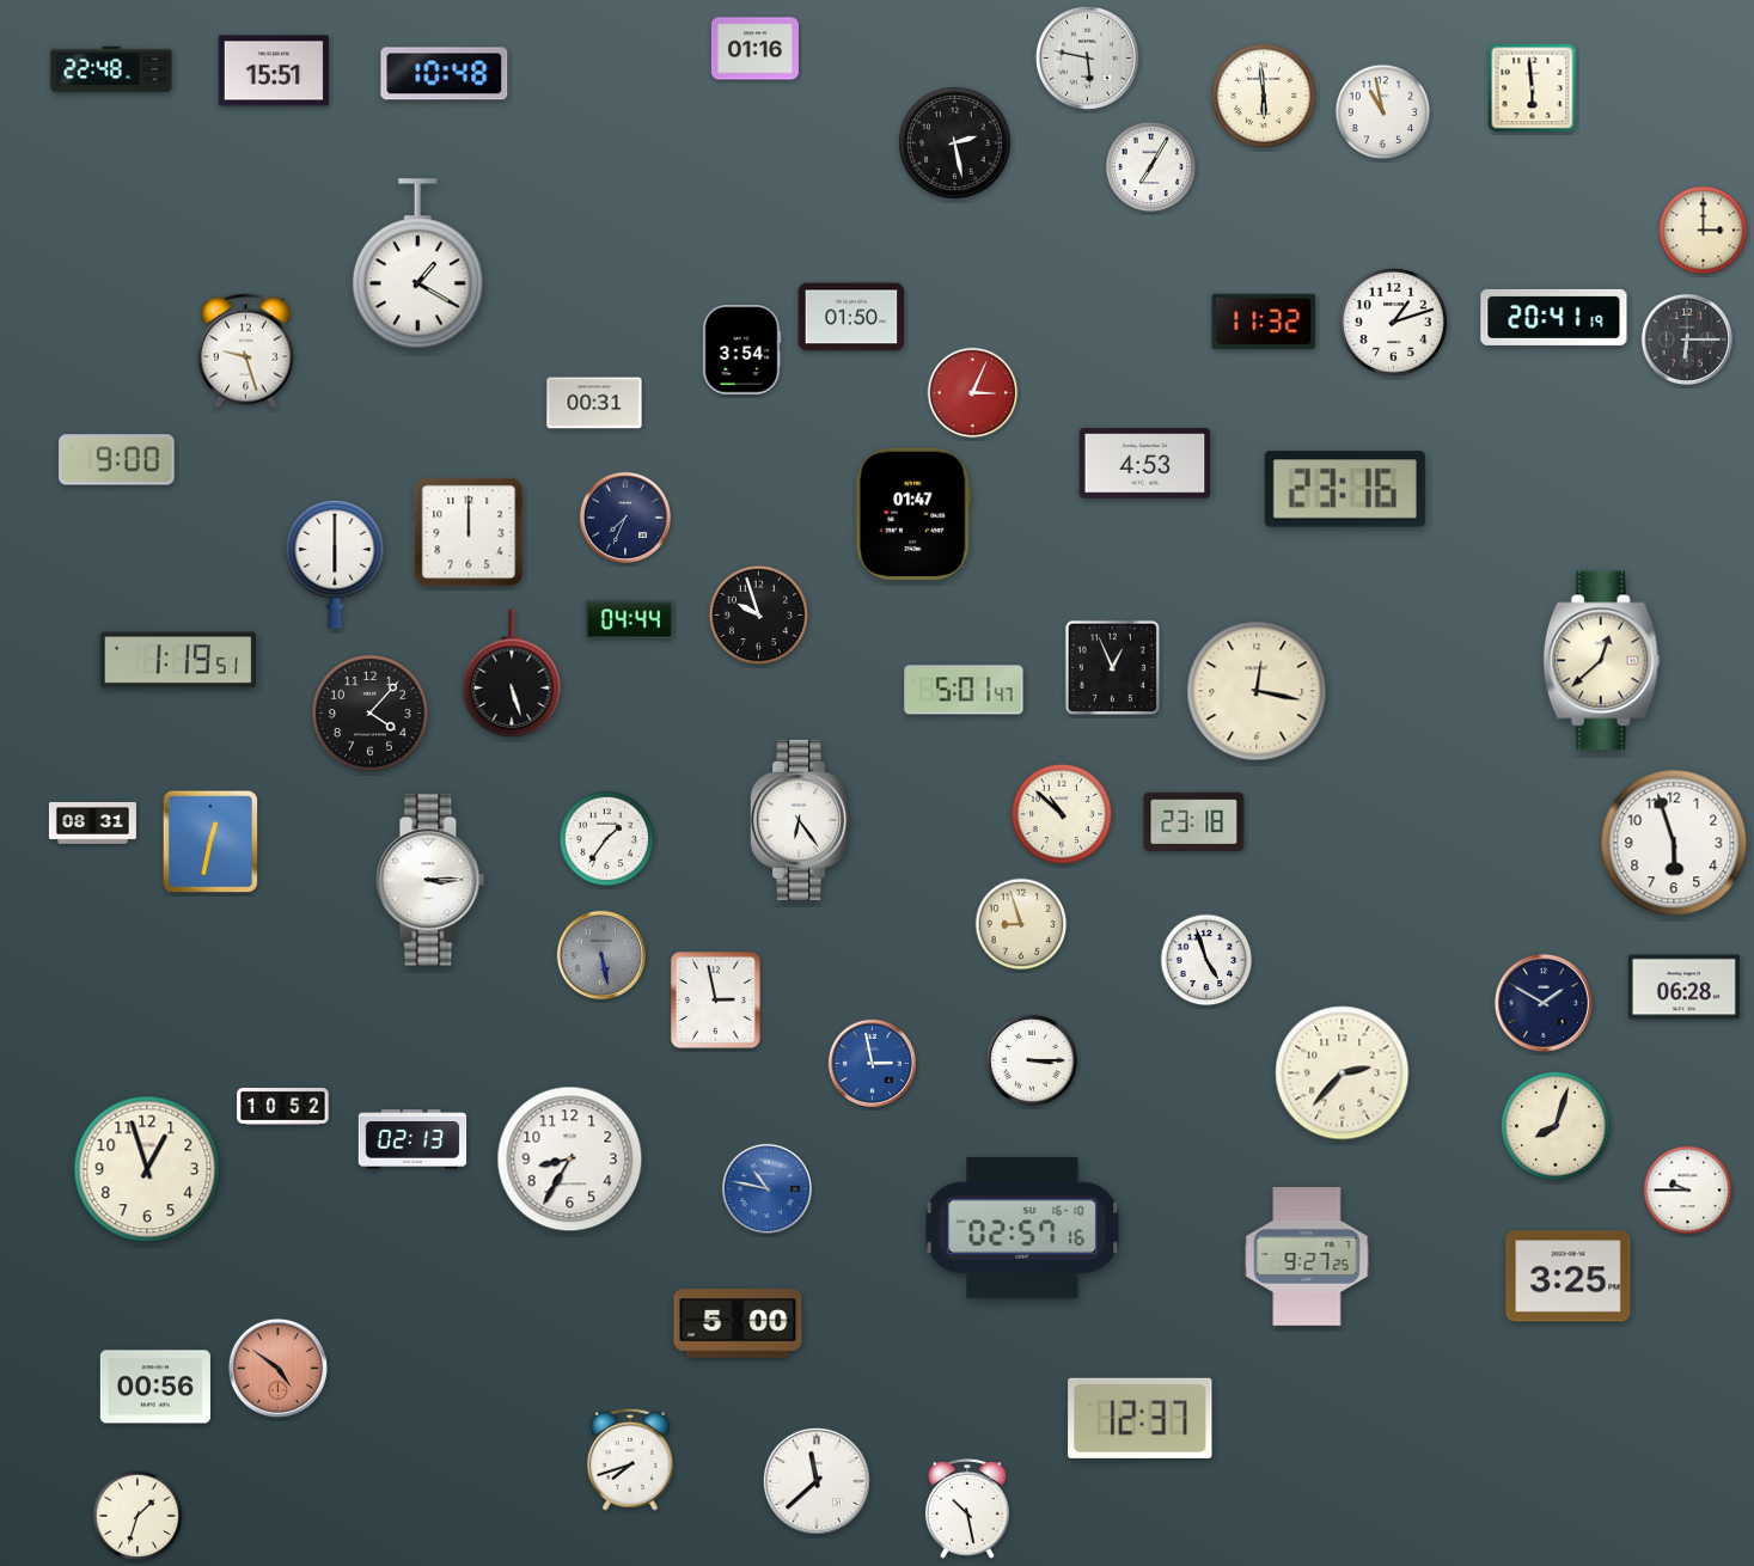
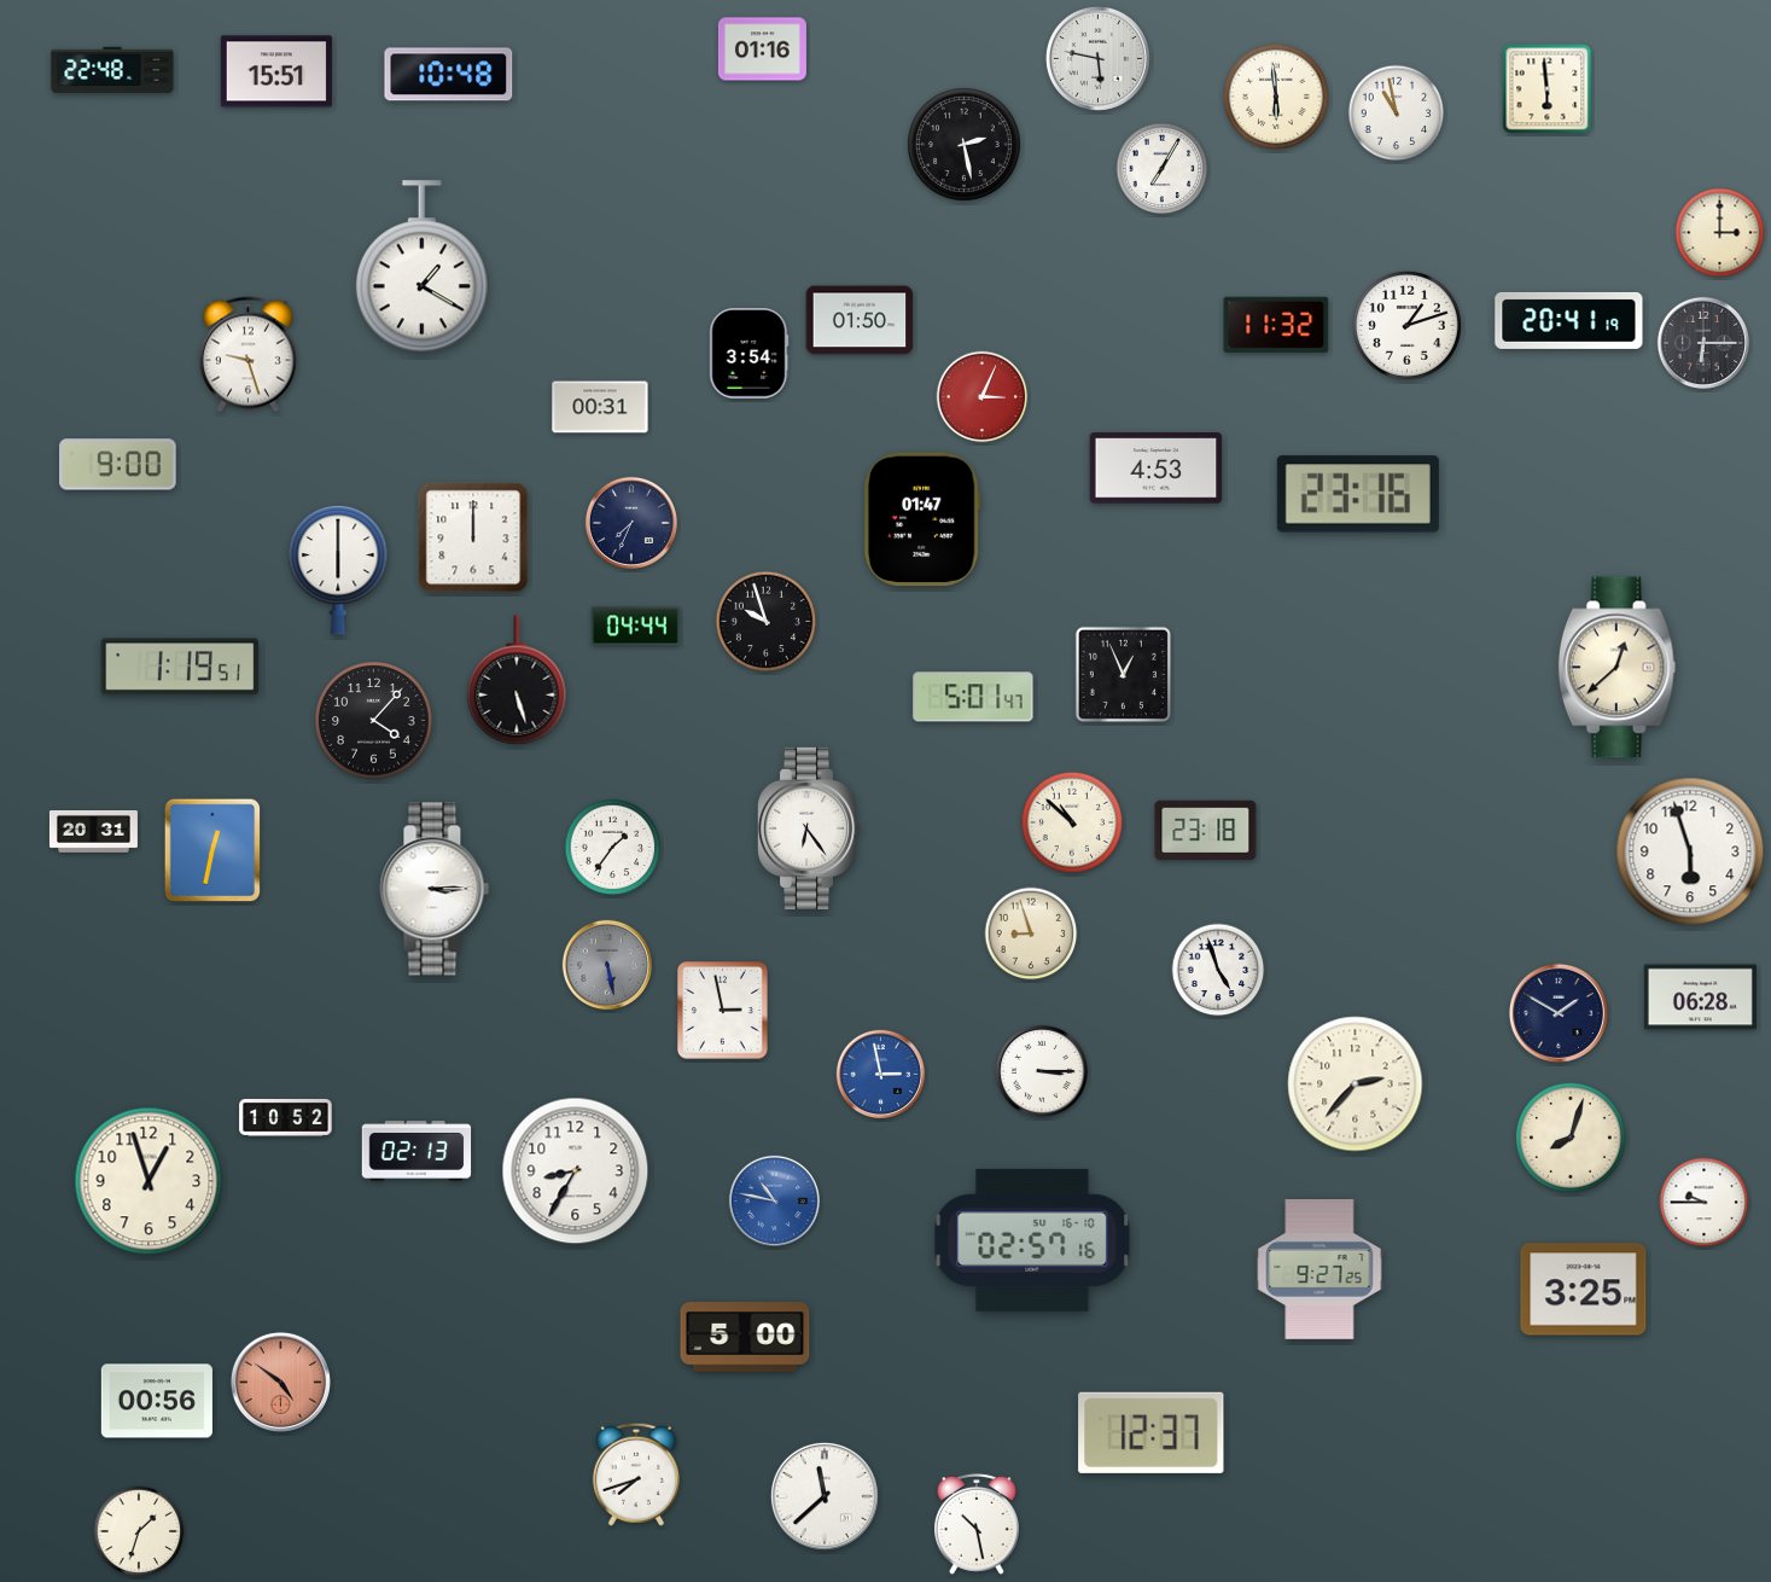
clock at (1257, 691): 12:17 -> none
clock at (92, 824): 08:31 -> 20:31
